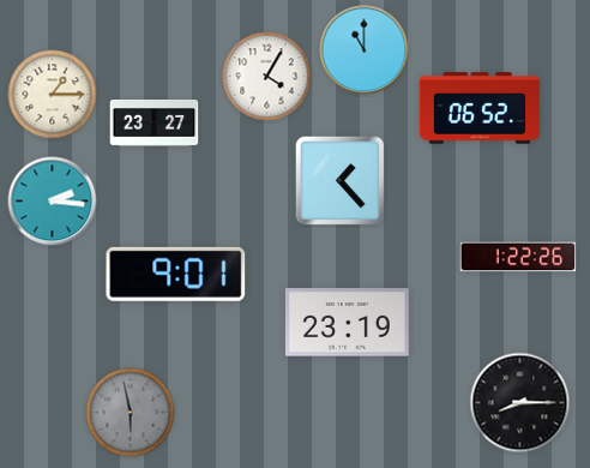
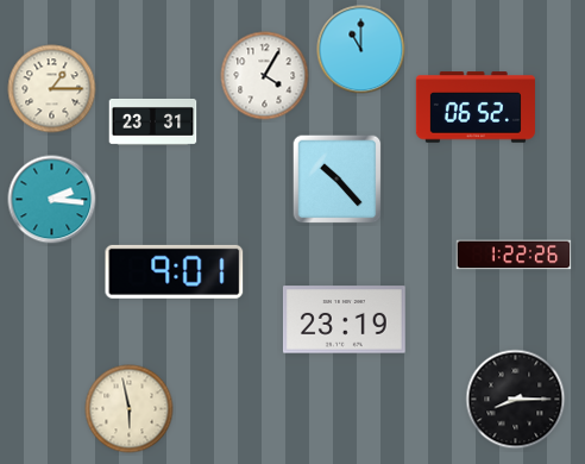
clock at (53, 95) position: (53, 95) -> (52, 89)
clock at (155, 122): 23:27 -> 23:31
clock at (341, 181): 1:23 -> 10:23
clock at (131, 413) dial: grey -> cream
